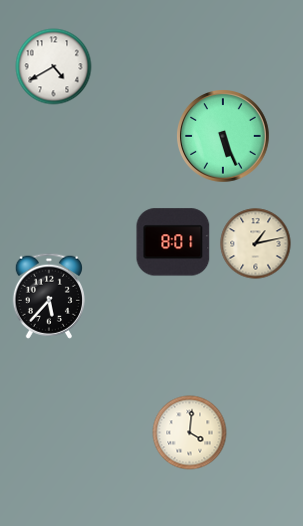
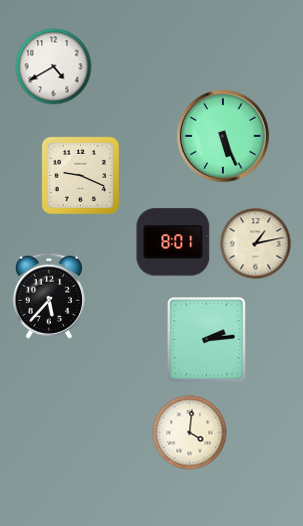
clock at (80, 175): none -> 9:19
clock at (207, 340): none -> 2:14
